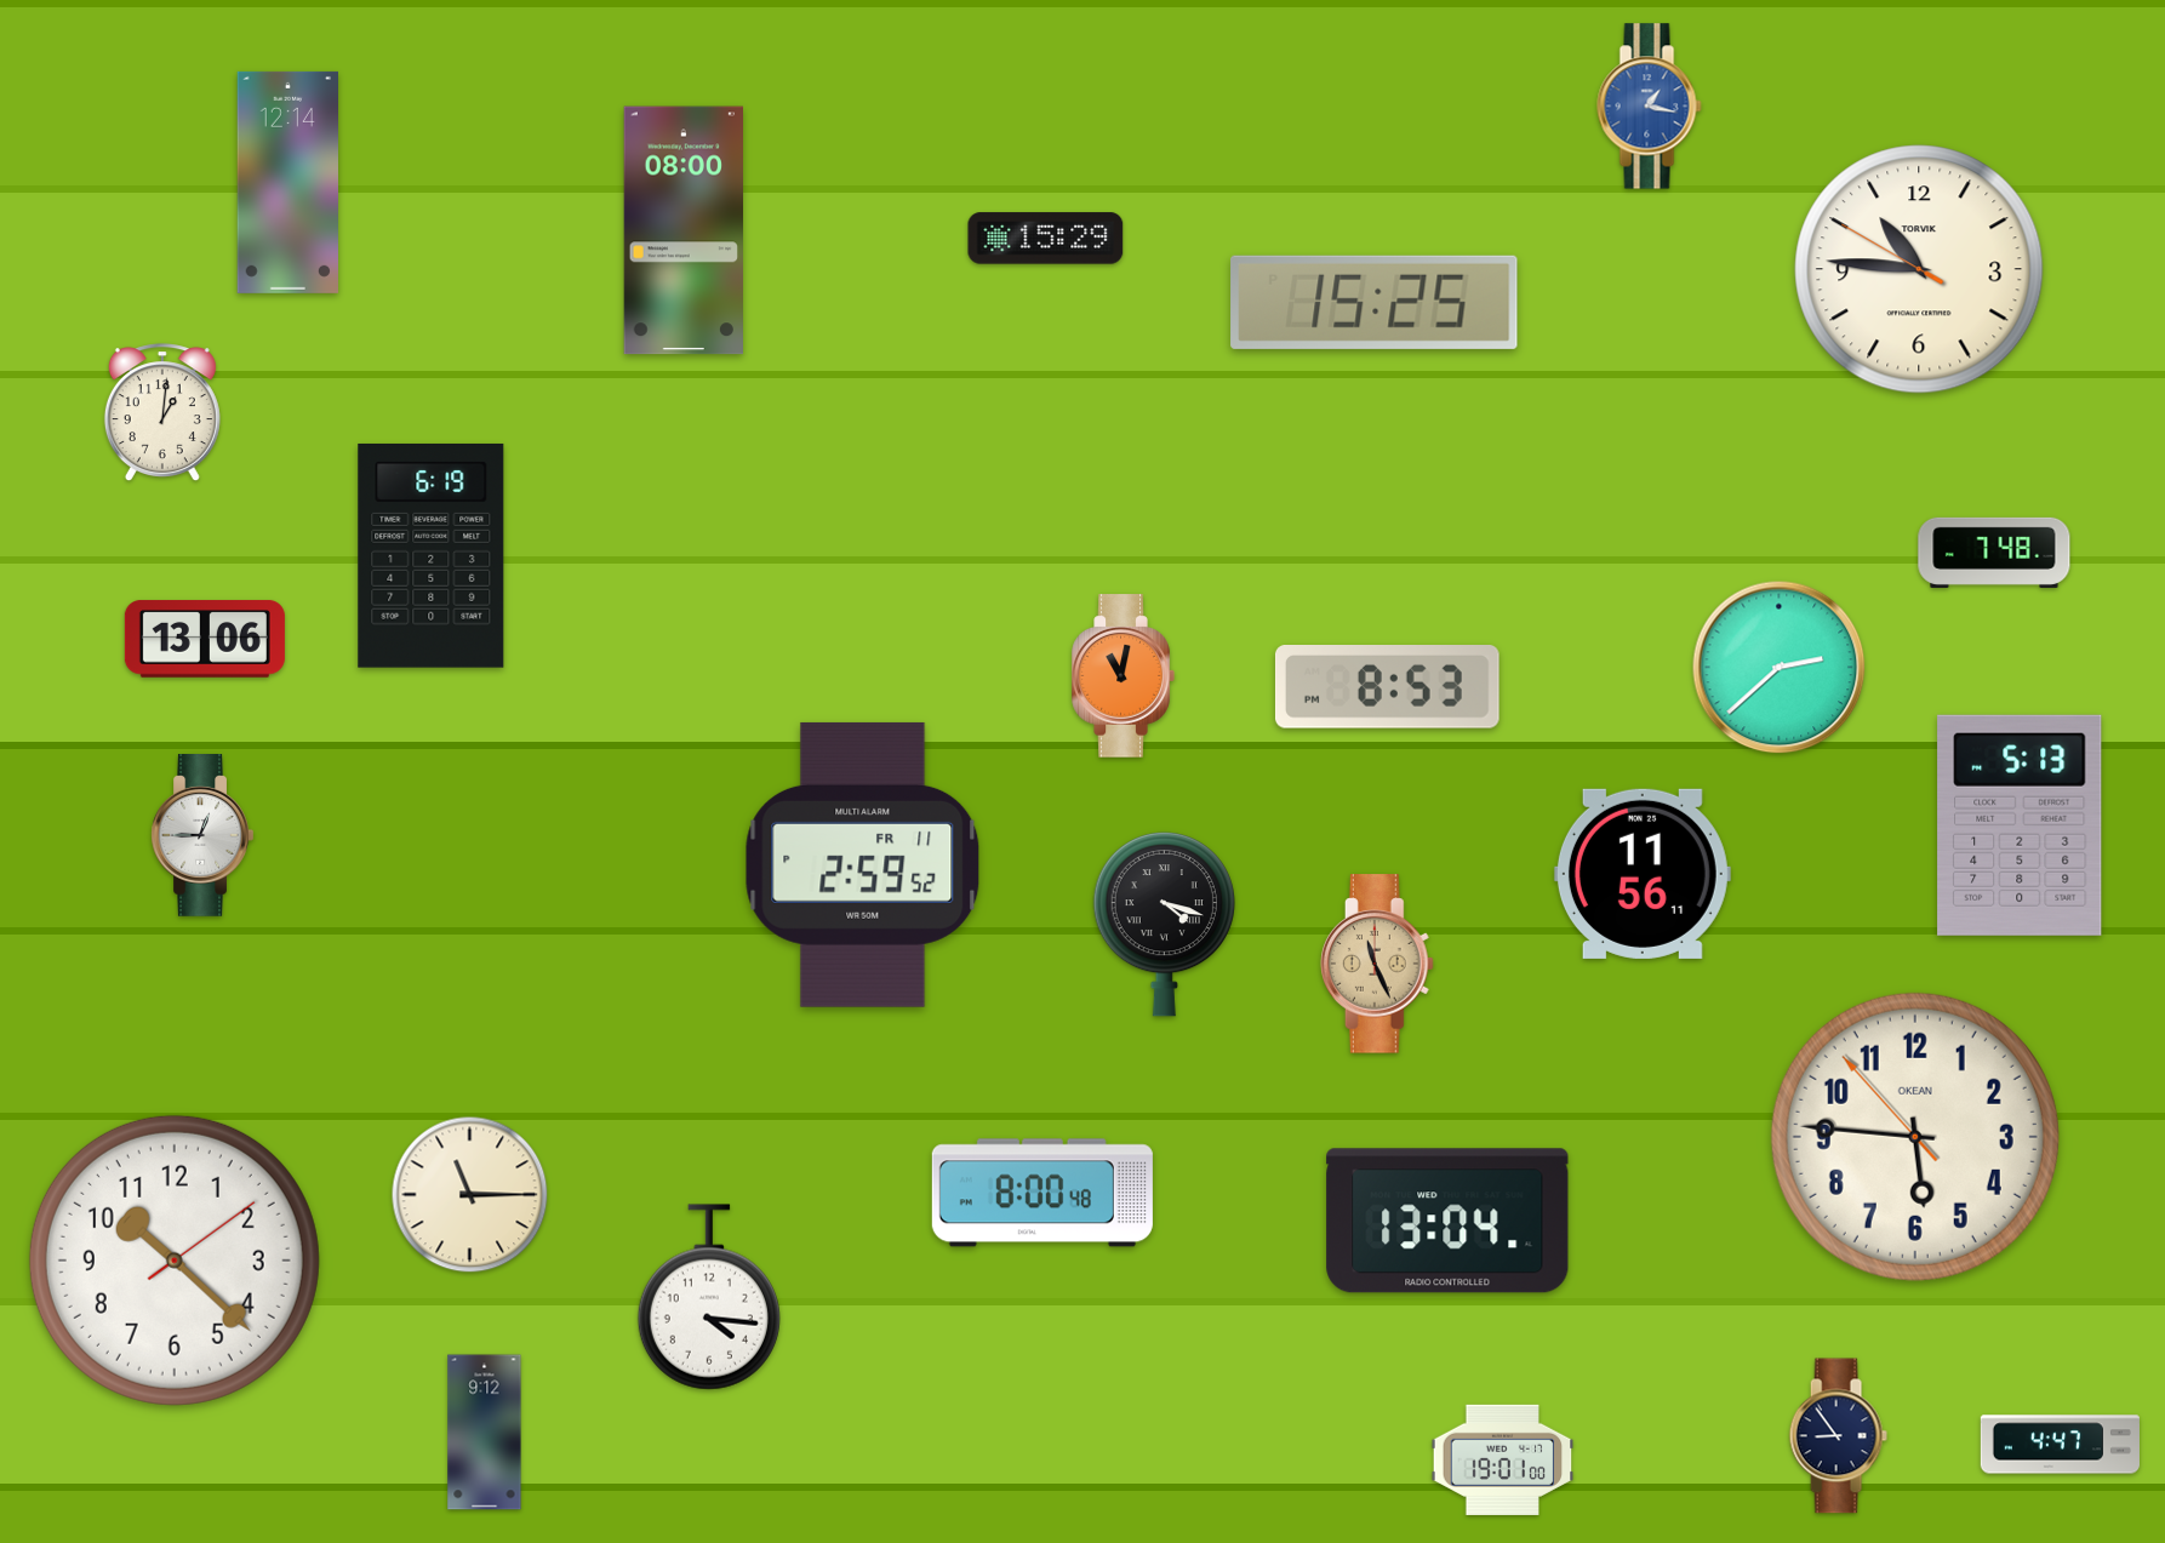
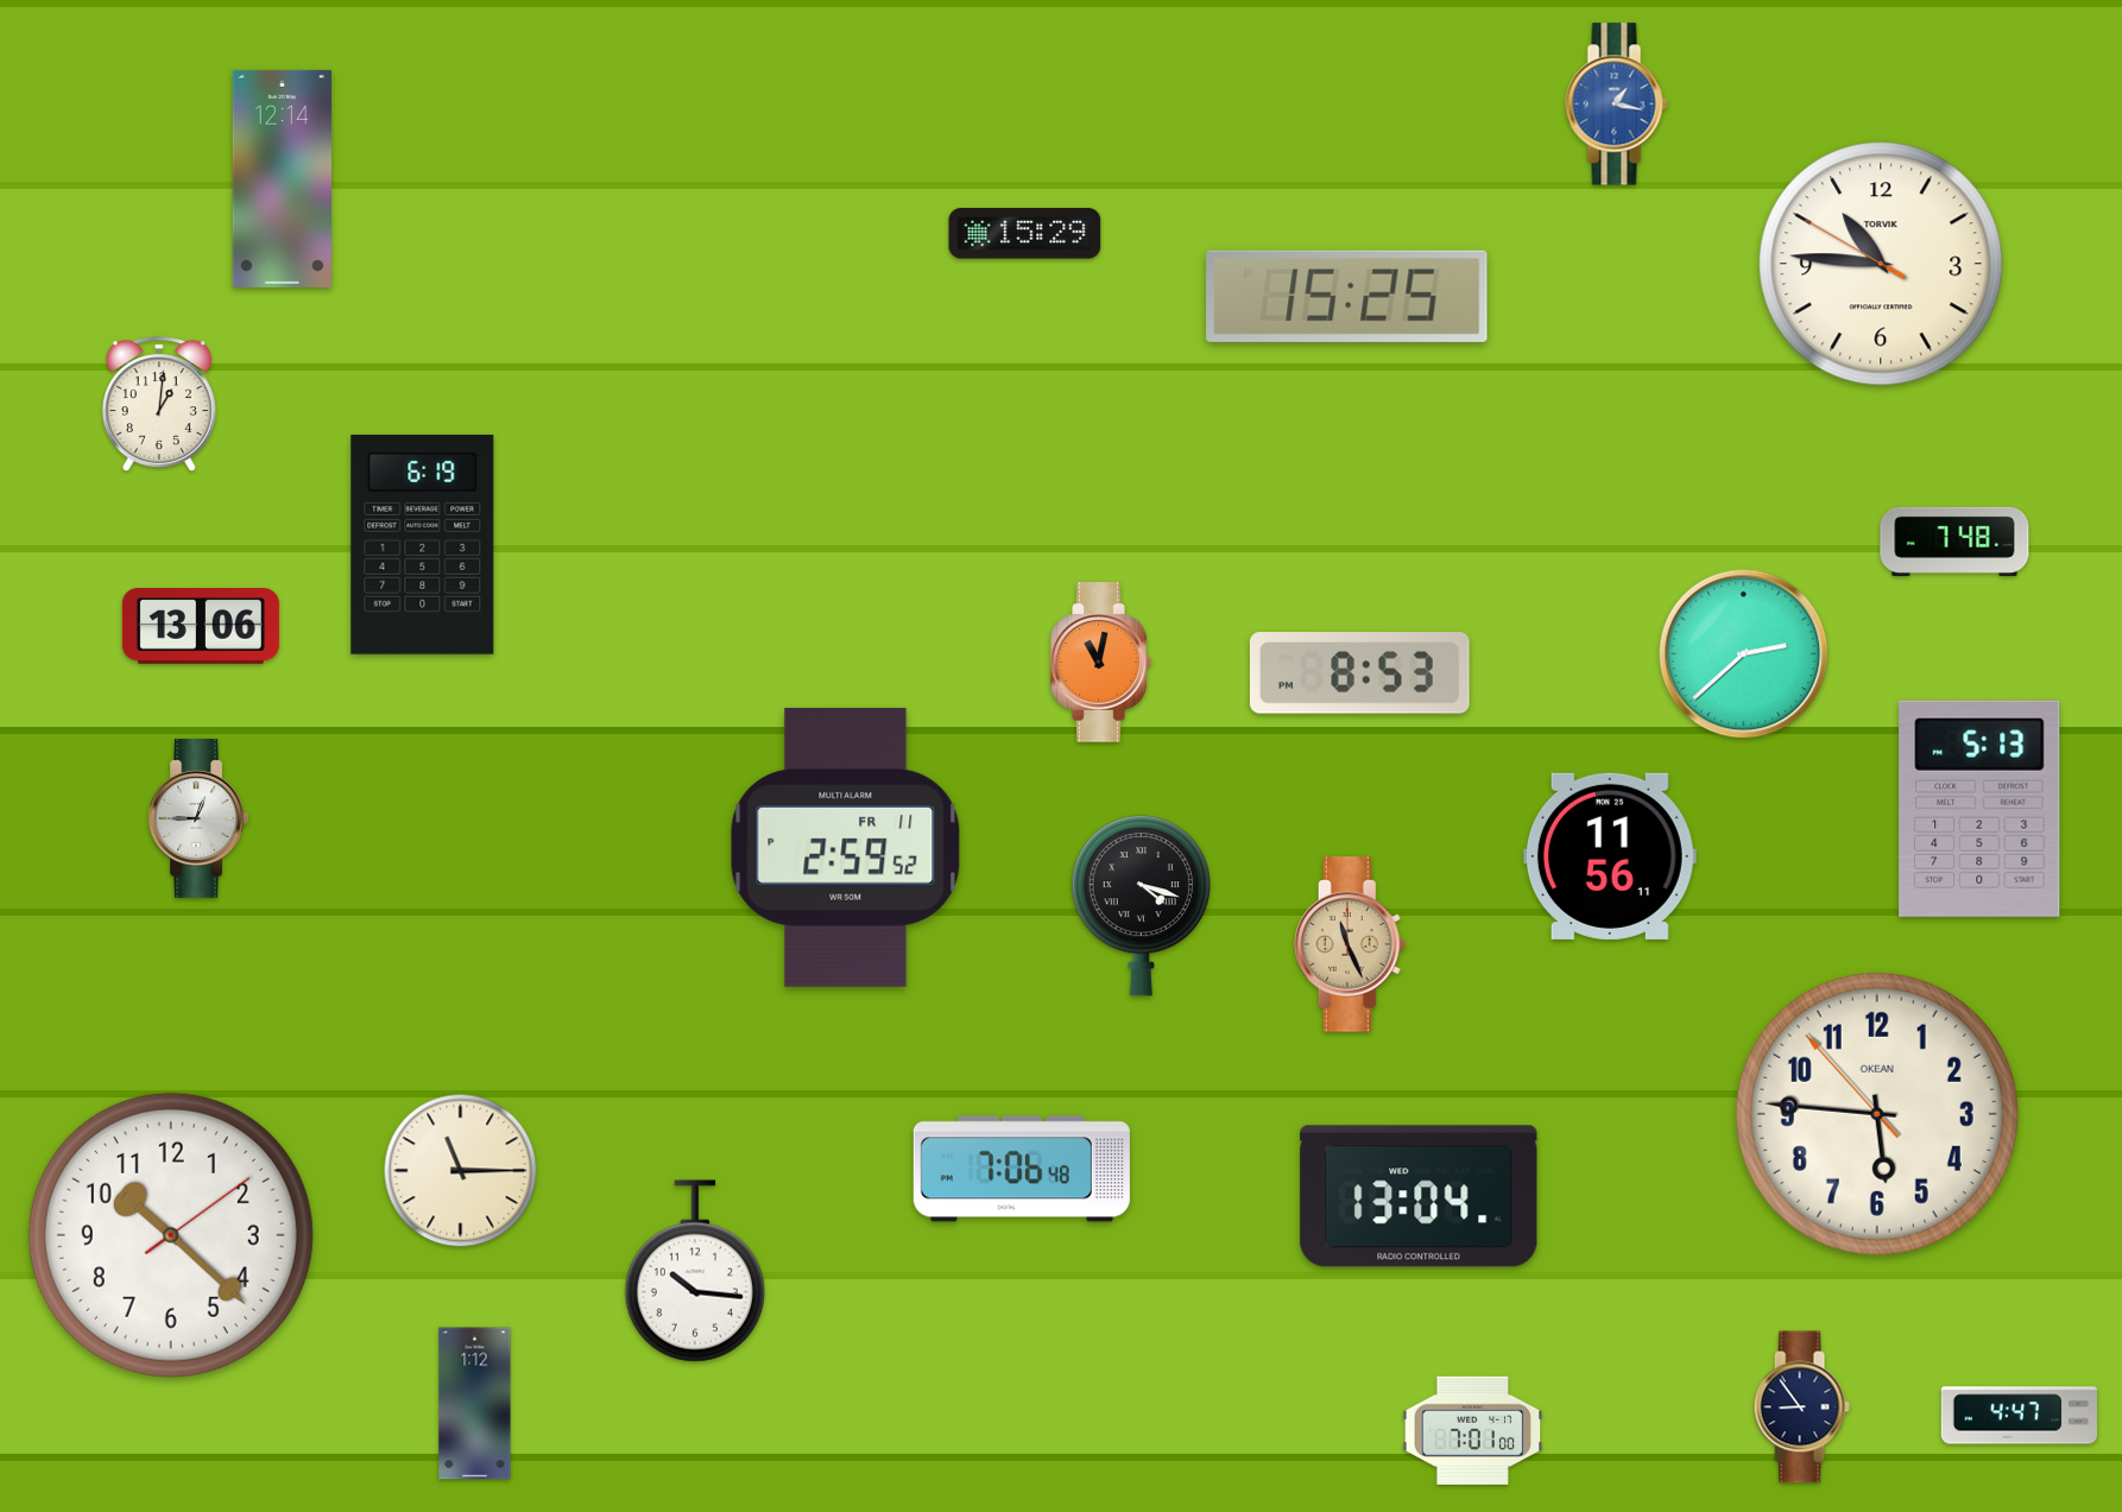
clock at (682, 230): 08:00 -> none
clock at (1042, 1193): 8:00 -> 7:06
clock at (709, 1297): 4:16 -> 10:16
clock at (485, 1433): 9:12 -> 1:12
clock at (1503, 1459): 19:01 -> 7:01
